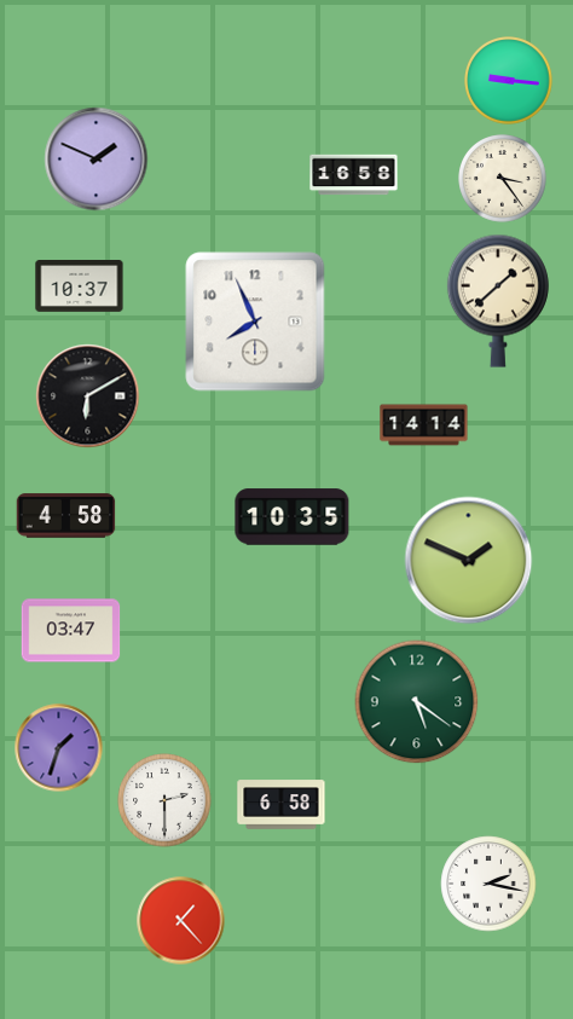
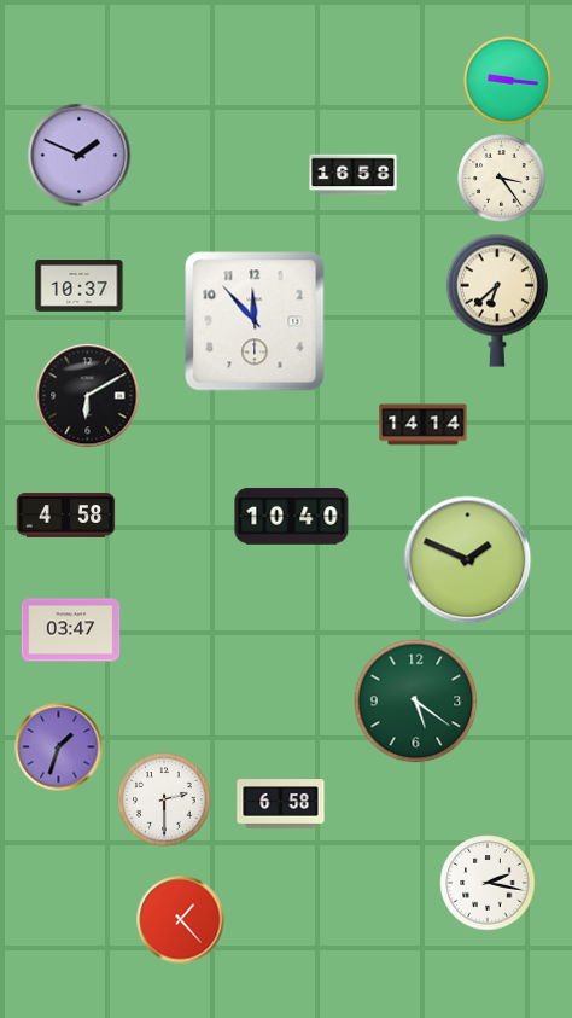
clock at (97, 160) position: (97, 160) -> (80, 156)
clock at (498, 301): 1:38 -> 6:38
clock at (255, 322): 7:56 -> 11:53
clock at (293, 517): 10:35 -> 10:40
